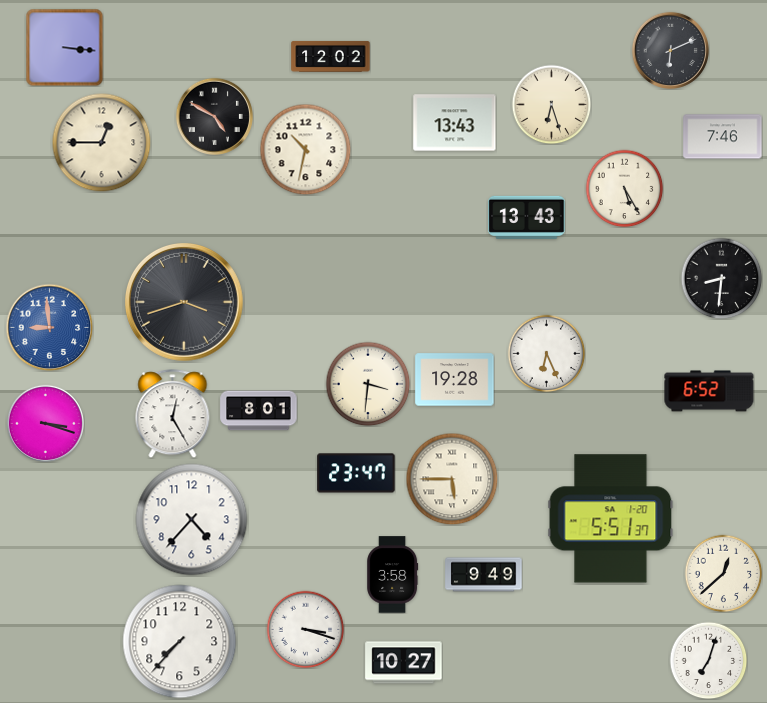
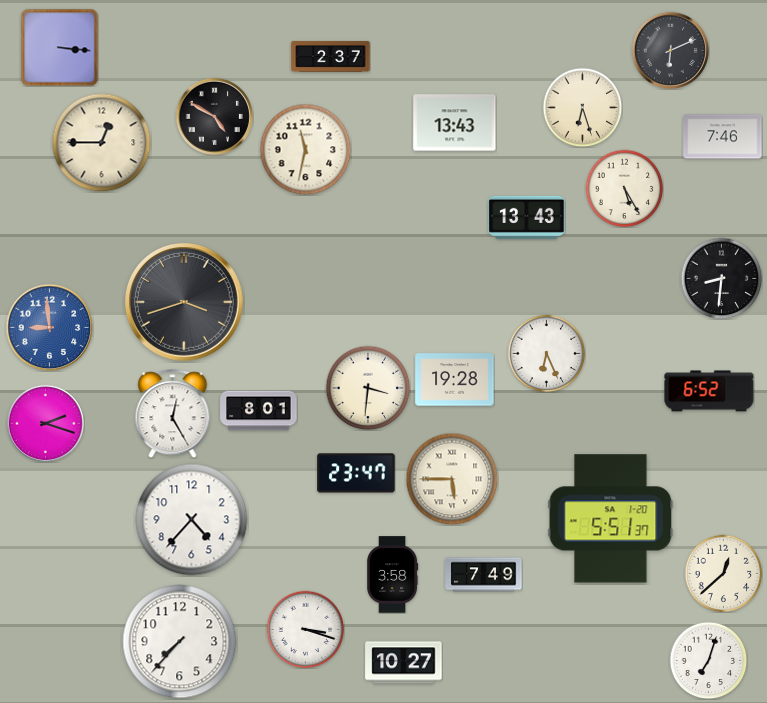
clock at (64, 47) position: (64, 47) -> (59, 47)
clock at (331, 56): 12:02 -> 2:37
clock at (551, 104) position: (551, 104) -> (582, 107)
clock at (305, 149): 10:32 -> 11:32
clock at (368, 384) position: (368, 384) -> (368, 388)
clock at (45, 423): 3:18 -> 2:18
clock at (484, 575): 9:49 -> 7:49
